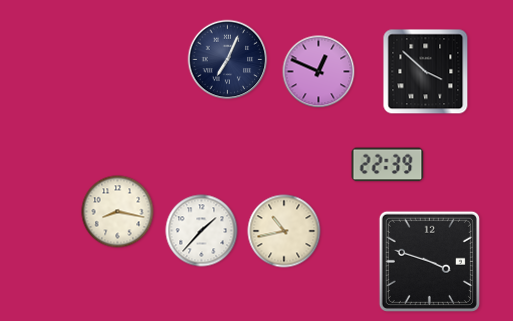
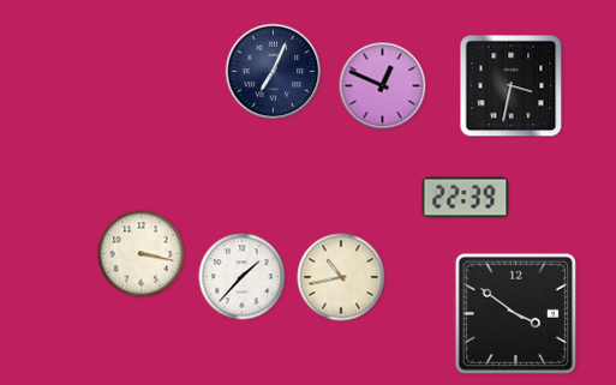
clock at (426, 72): 3:52 -> 3:32
clock at (118, 212): 8:17 -> 3:17
clock at (429, 261): 3:48 -> 3:51
